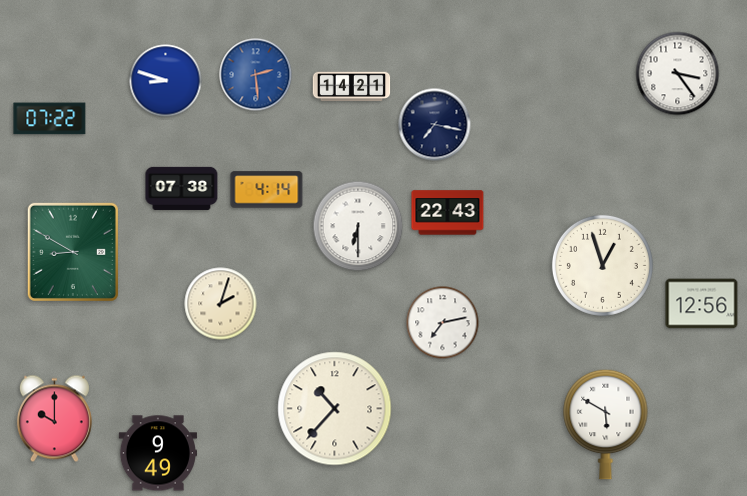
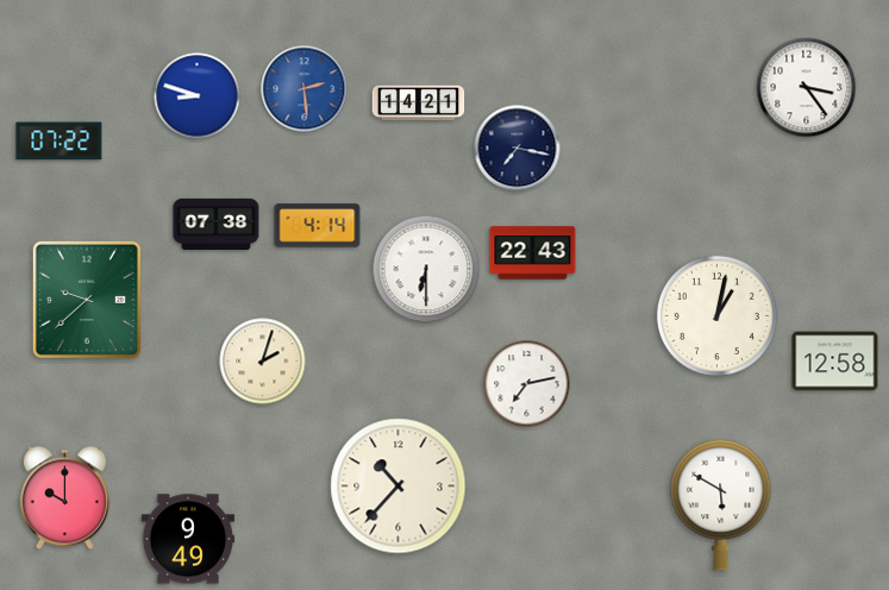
clock at (73, 252): 8:50 -> 9:38
clock at (602, 265): 12:57 -> 1:02
clock at (702, 304): 12:56 -> 12:58
